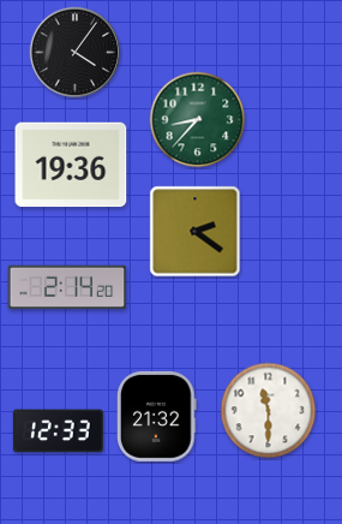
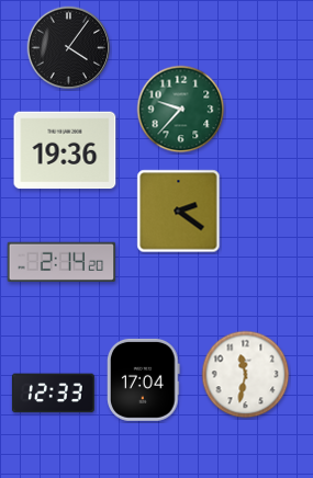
clock at (198, 120): 8:37 -> 9:37
clock at (269, 411): 11:30 -> 11:32
clock at (157, 416): 21:32 -> 17:04
